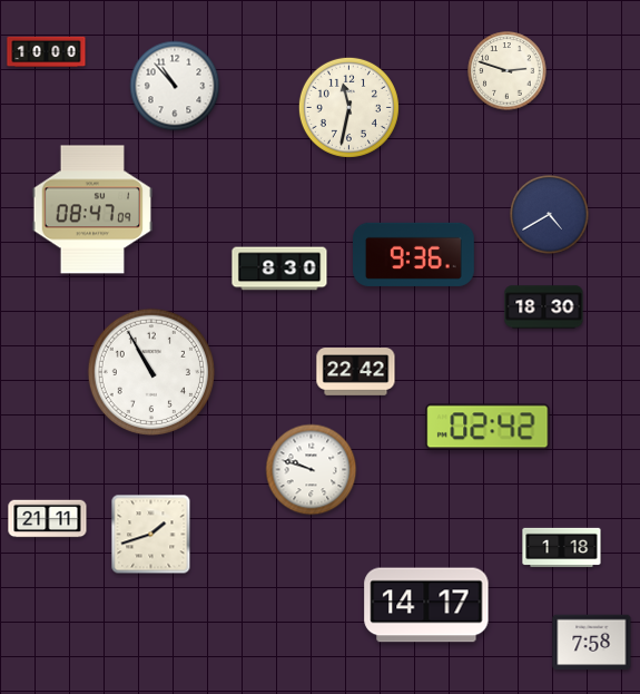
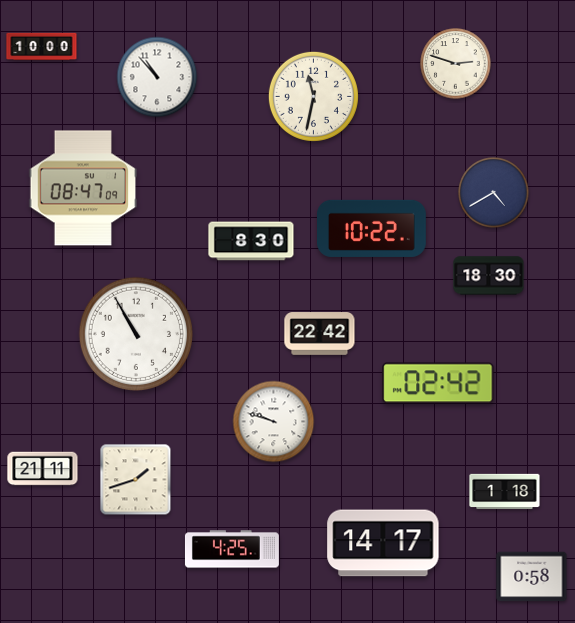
clock at (414, 254): 9:36 -> 10:22
clock at (312, 470) position: (312, 470) -> (274, 422)
clock at (48, 519) position: (48, 519) -> (43, 469)
clock at (232, 549): none -> 4:25
clock at (592, 643): 7:58 -> 0:58
